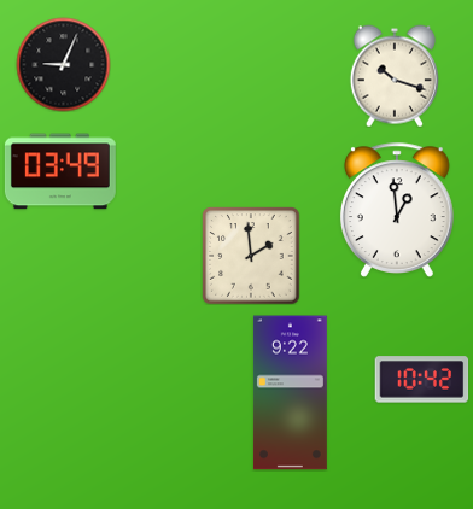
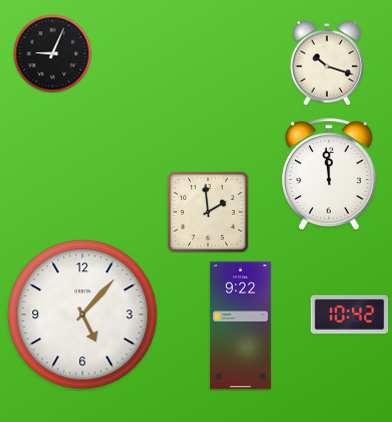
clock at (60, 171): 03:49 -> none
clock at (397, 210): 12:59 -> 11:59
clock at (83, 315): none -> 5:07
